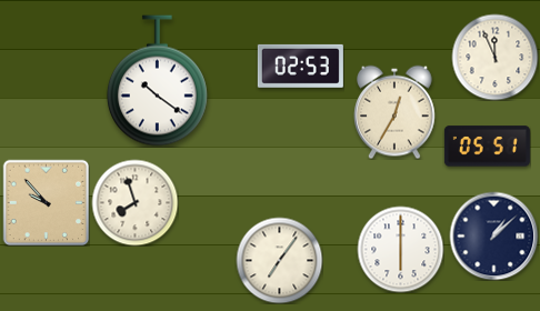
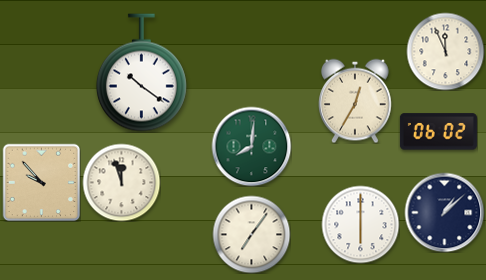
clock at (300, 66): 02:53 -> none
clock at (487, 147): 05:51 -> 06:02
clock at (251, 146): none -> 8:01
clock at (134, 202): 7:57 -> 11:57
